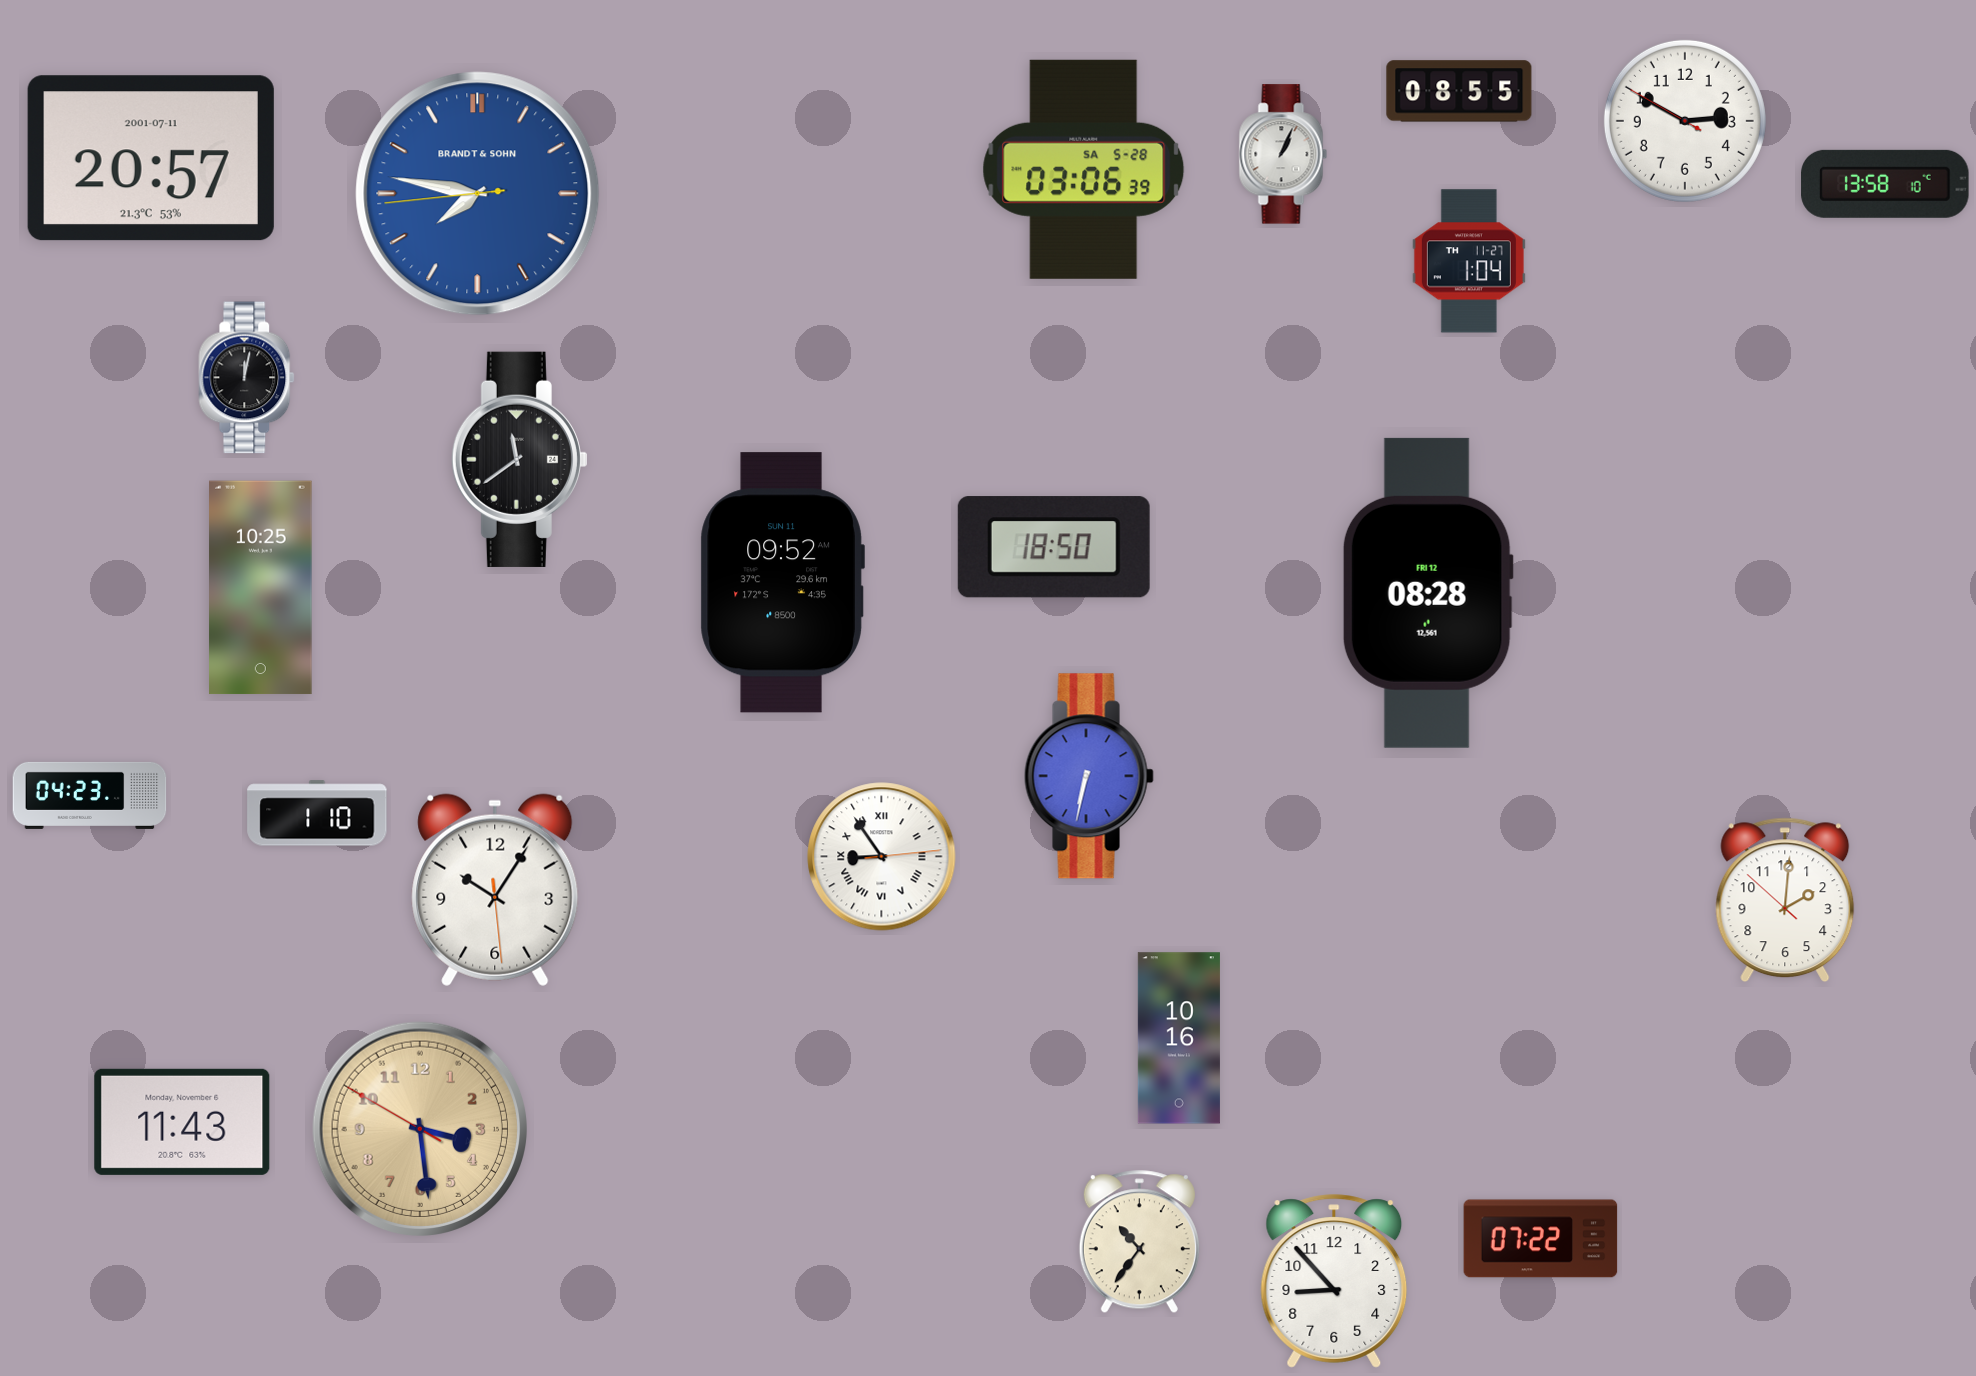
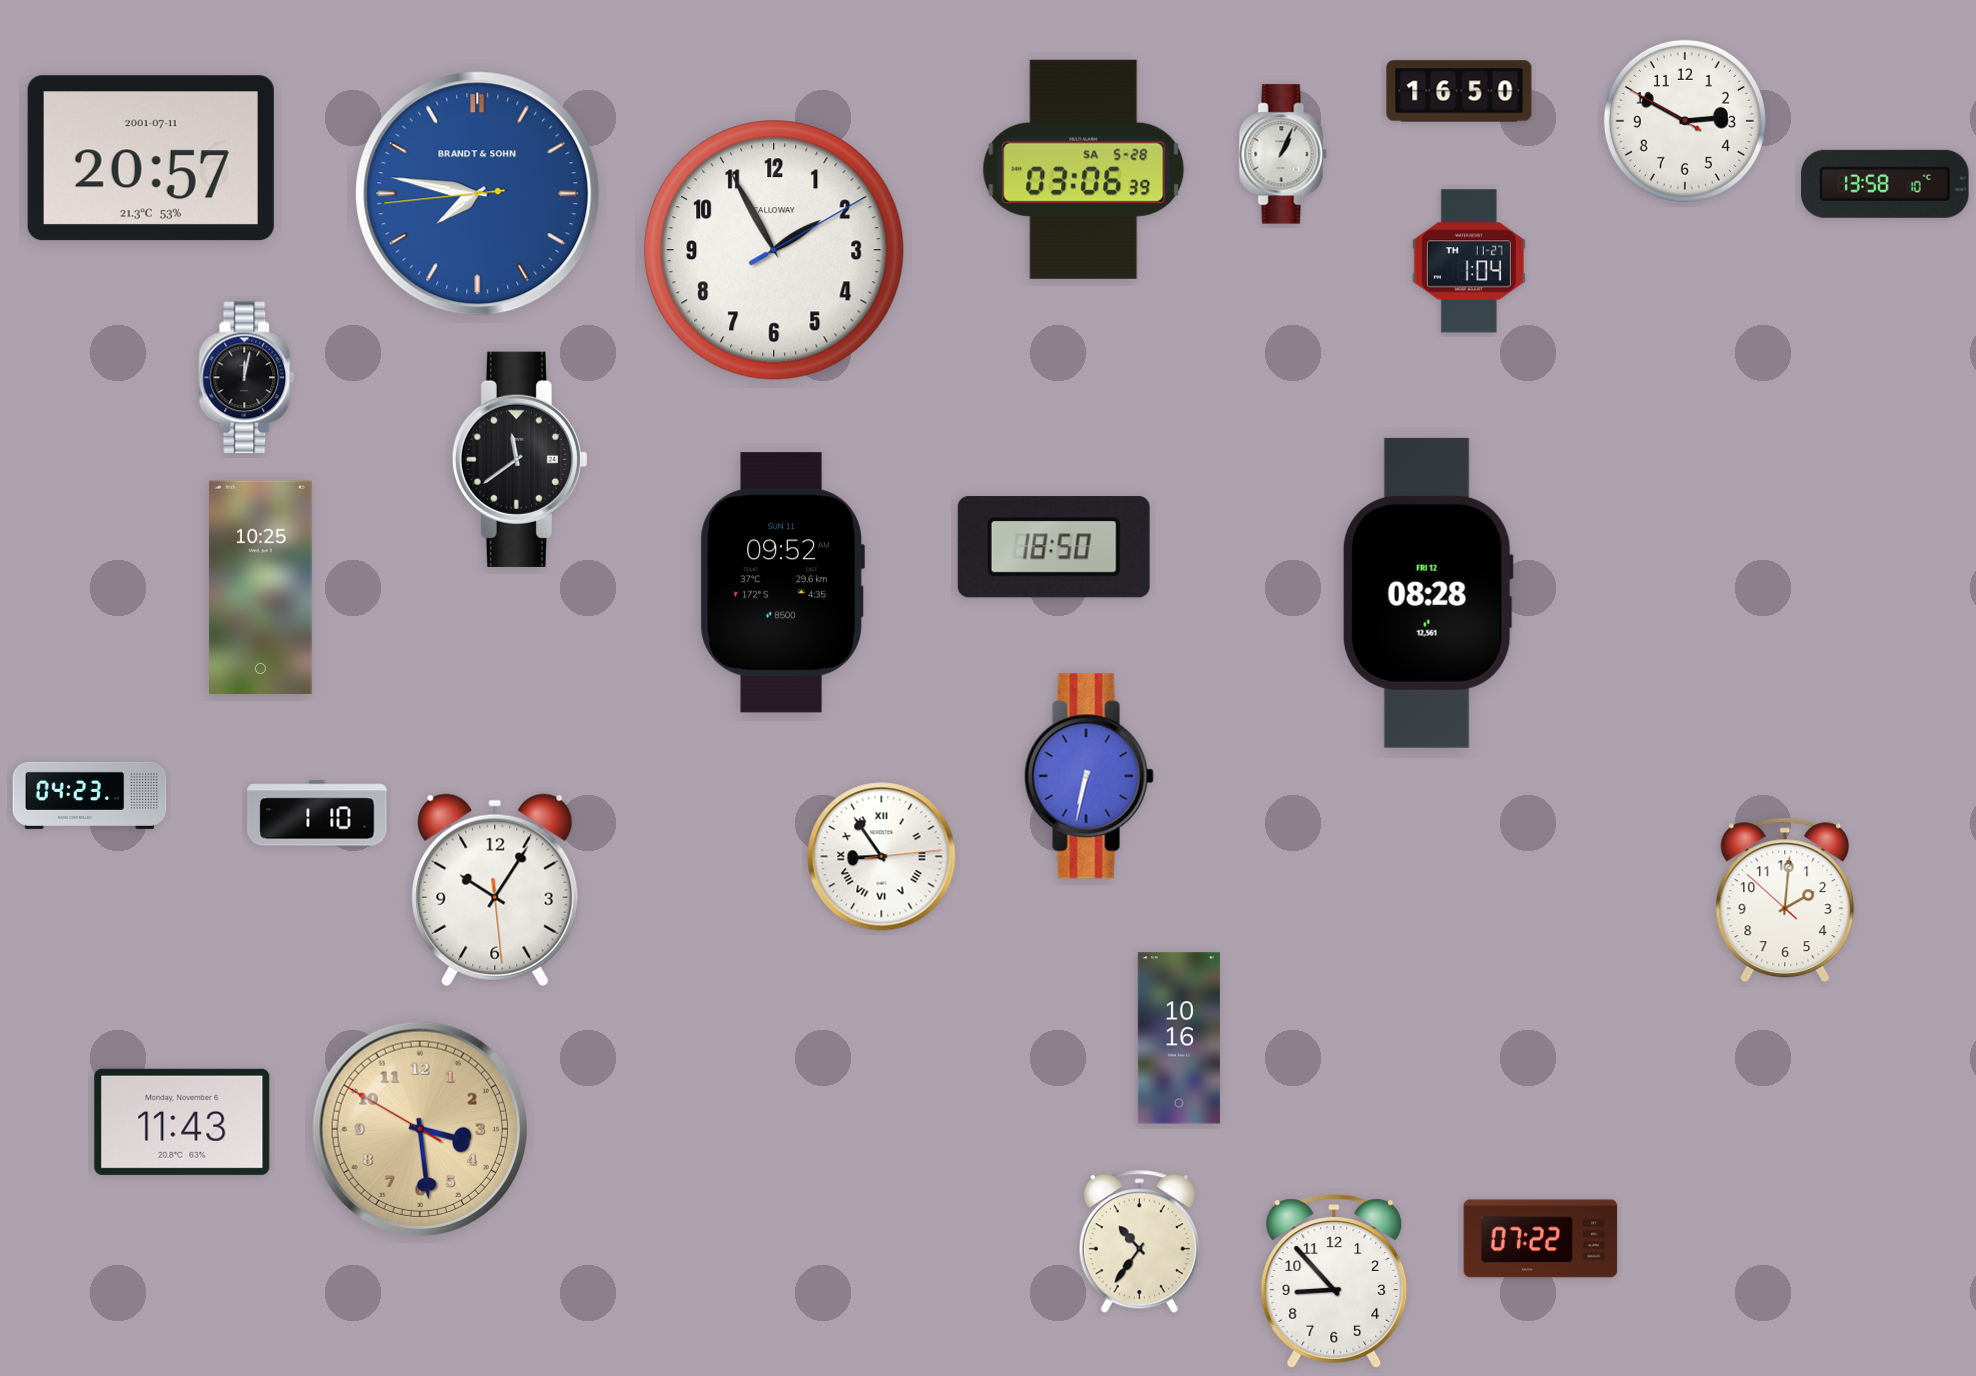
clock at (1459, 91): 08:55 -> 16:50
clock at (774, 250): none -> 1:55
